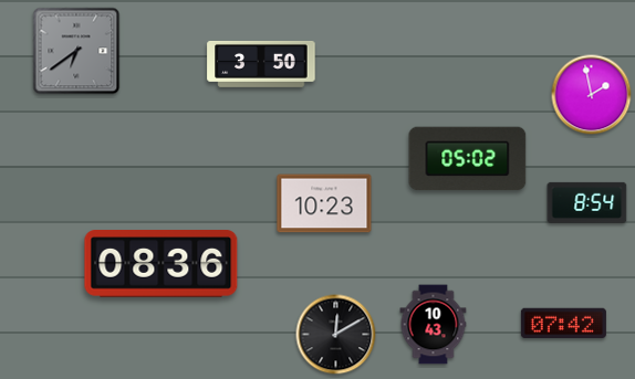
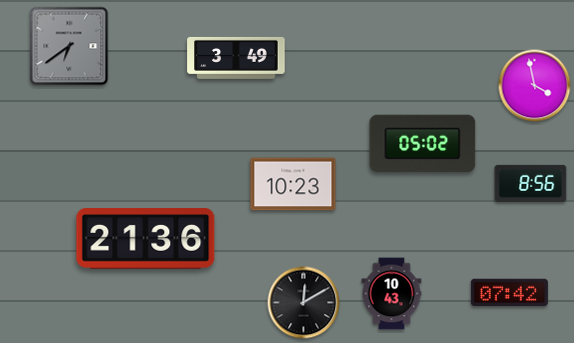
clock at (261, 64): 3:50 -> 3:49
clock at (592, 95): 1:58 -> 3:58
clock at (587, 202): 8:54 -> 8:56
clock at (162, 264): 08:36 -> 21:36
